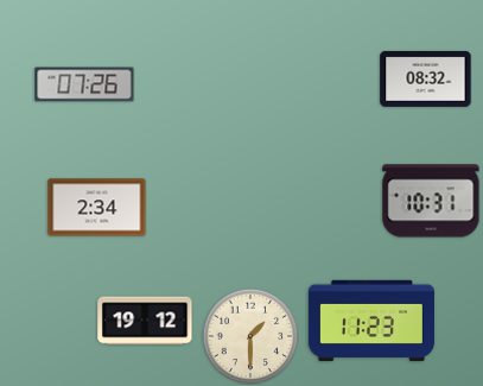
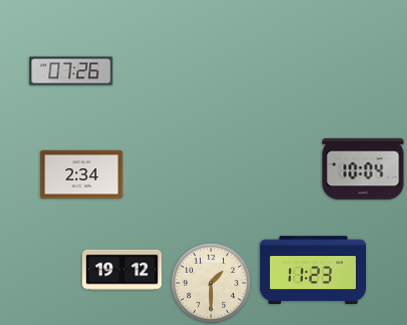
clock at (426, 78): 08:32 -> none
clock at (431, 201): 10:31 -> 10:04
